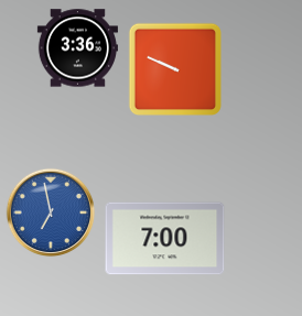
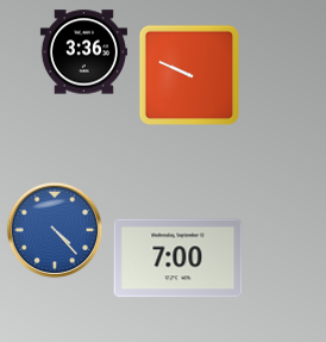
clock at (51, 213): 6:58 -> 4:23
